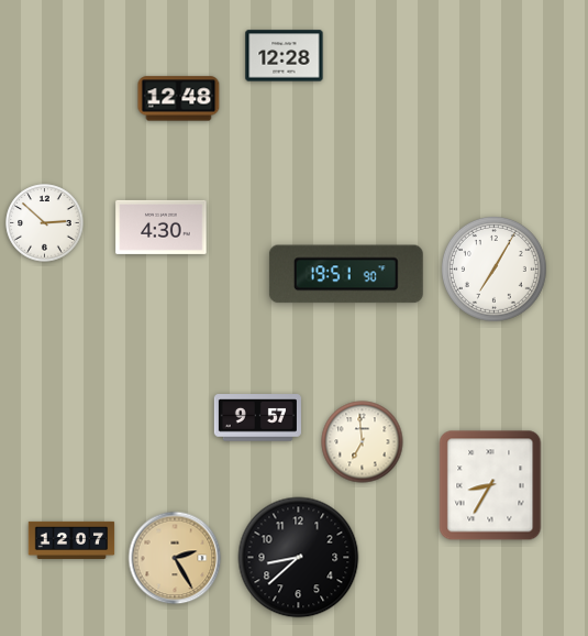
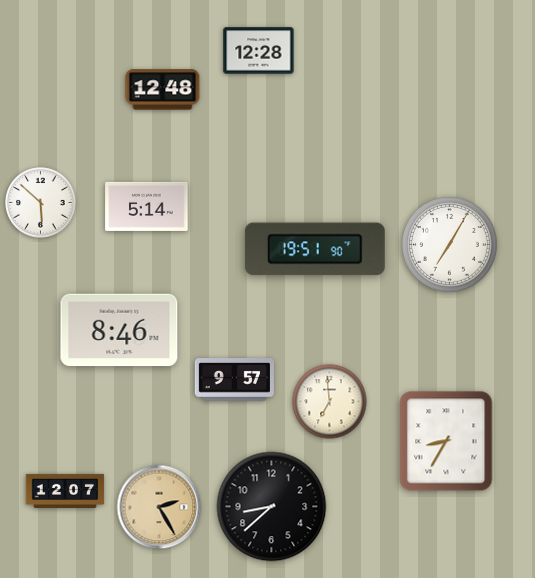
clock at (45, 223): 2:52 -> 5:52
clock at (162, 227): 4:30 -> 5:14
clock at (119, 330): none -> 8:46
